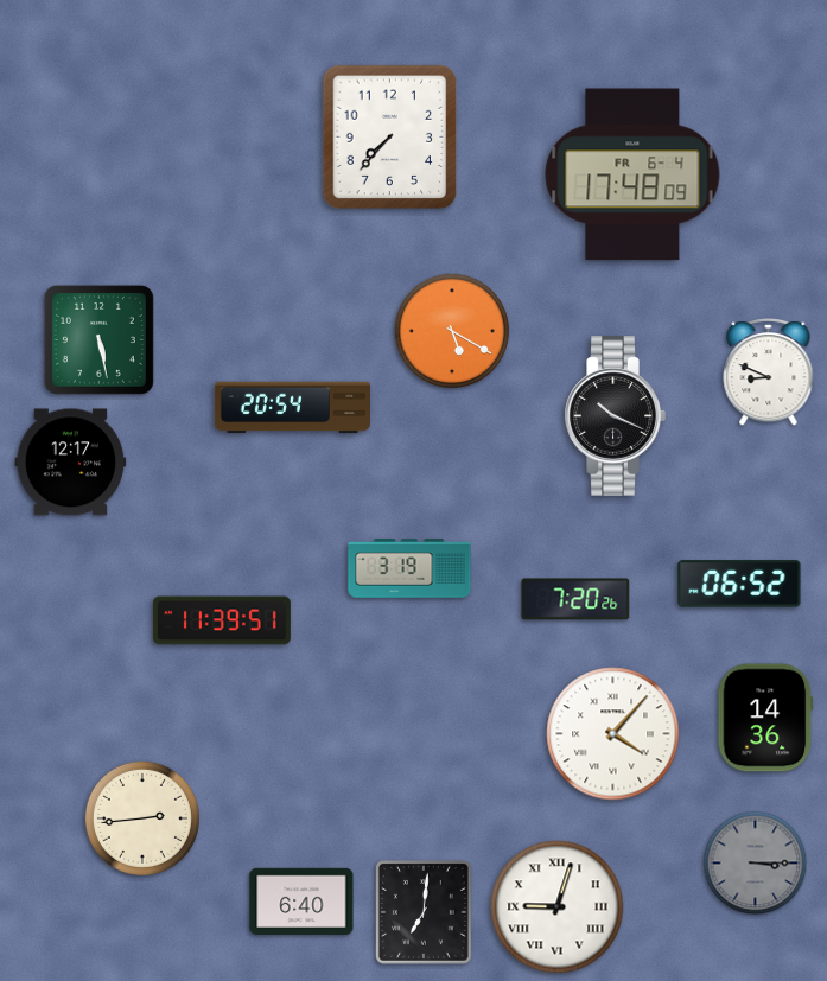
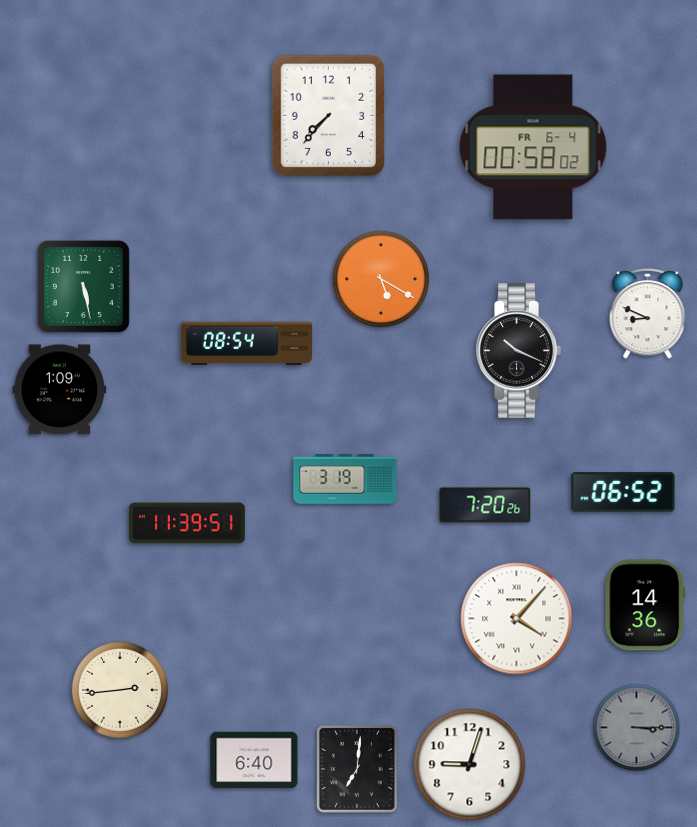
clock at (632, 174): 17:48 -> 00:58
clock at (292, 408): 20:54 -> 08:54
clock at (71, 463): 12:17 -> 1:09
clock at (558, 907) numerals: Roman -> Arabic
